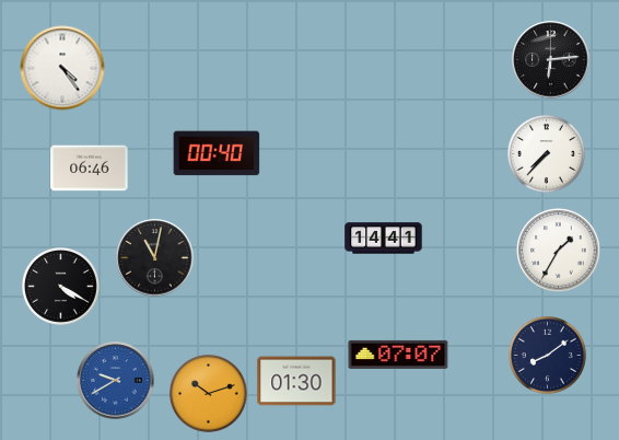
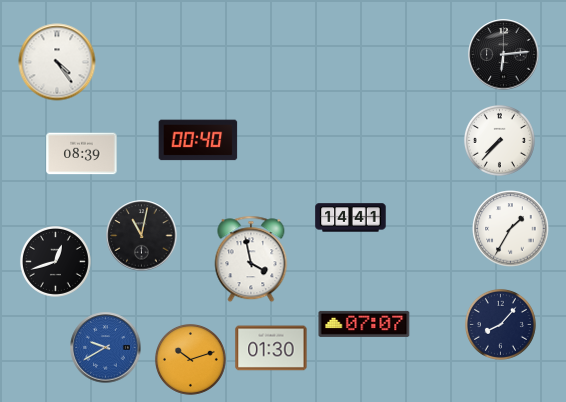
clock at (90, 169): 06:46 -> 08:39
clock at (251, 259): none -> 3:58
clock at (60, 286): 4:20 -> 12:42
clock at (547, 355): 8:09 -> 8:07
